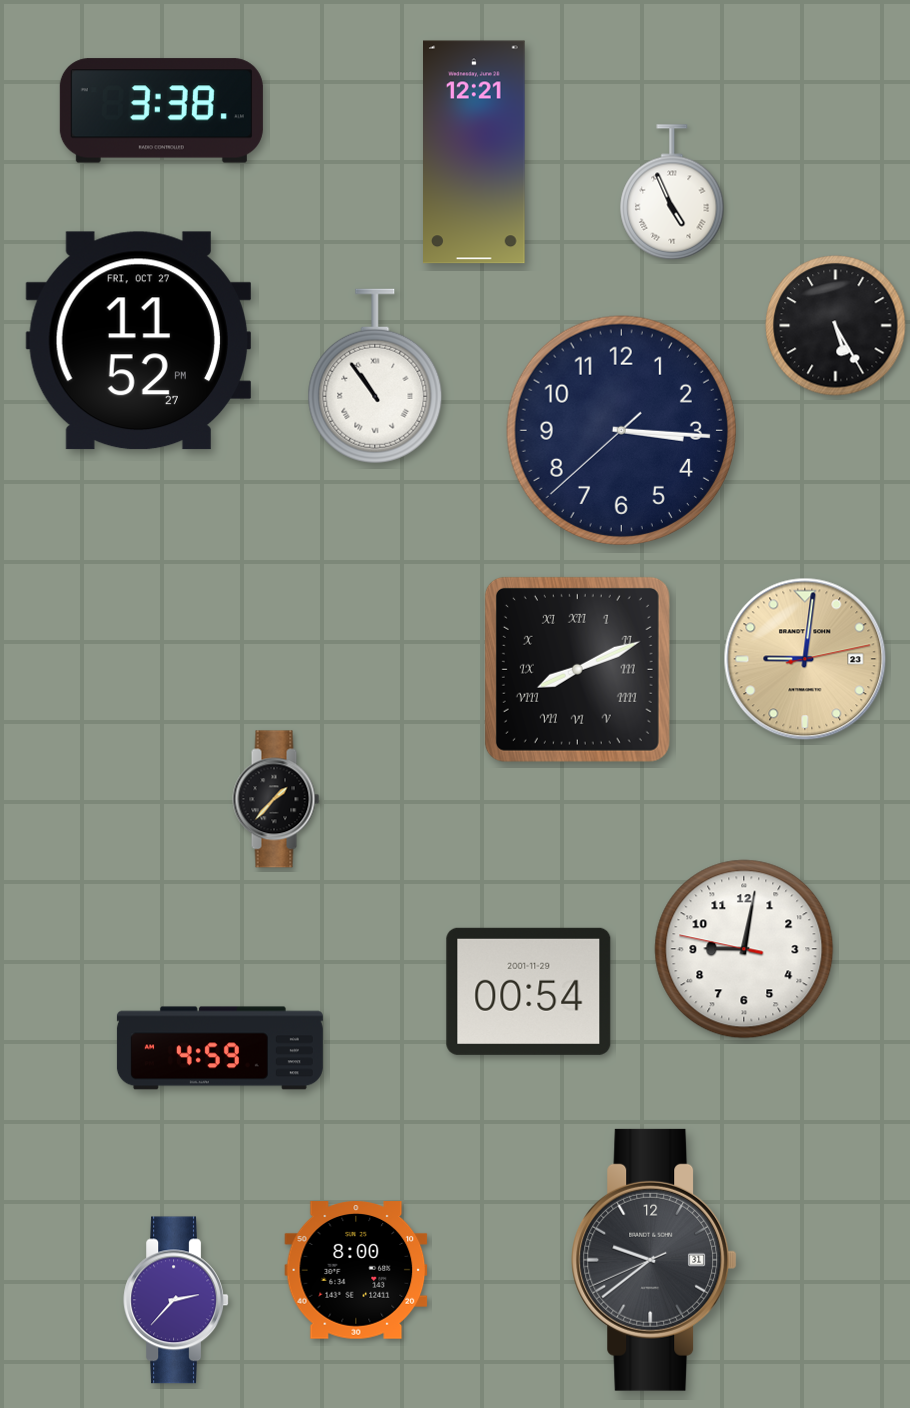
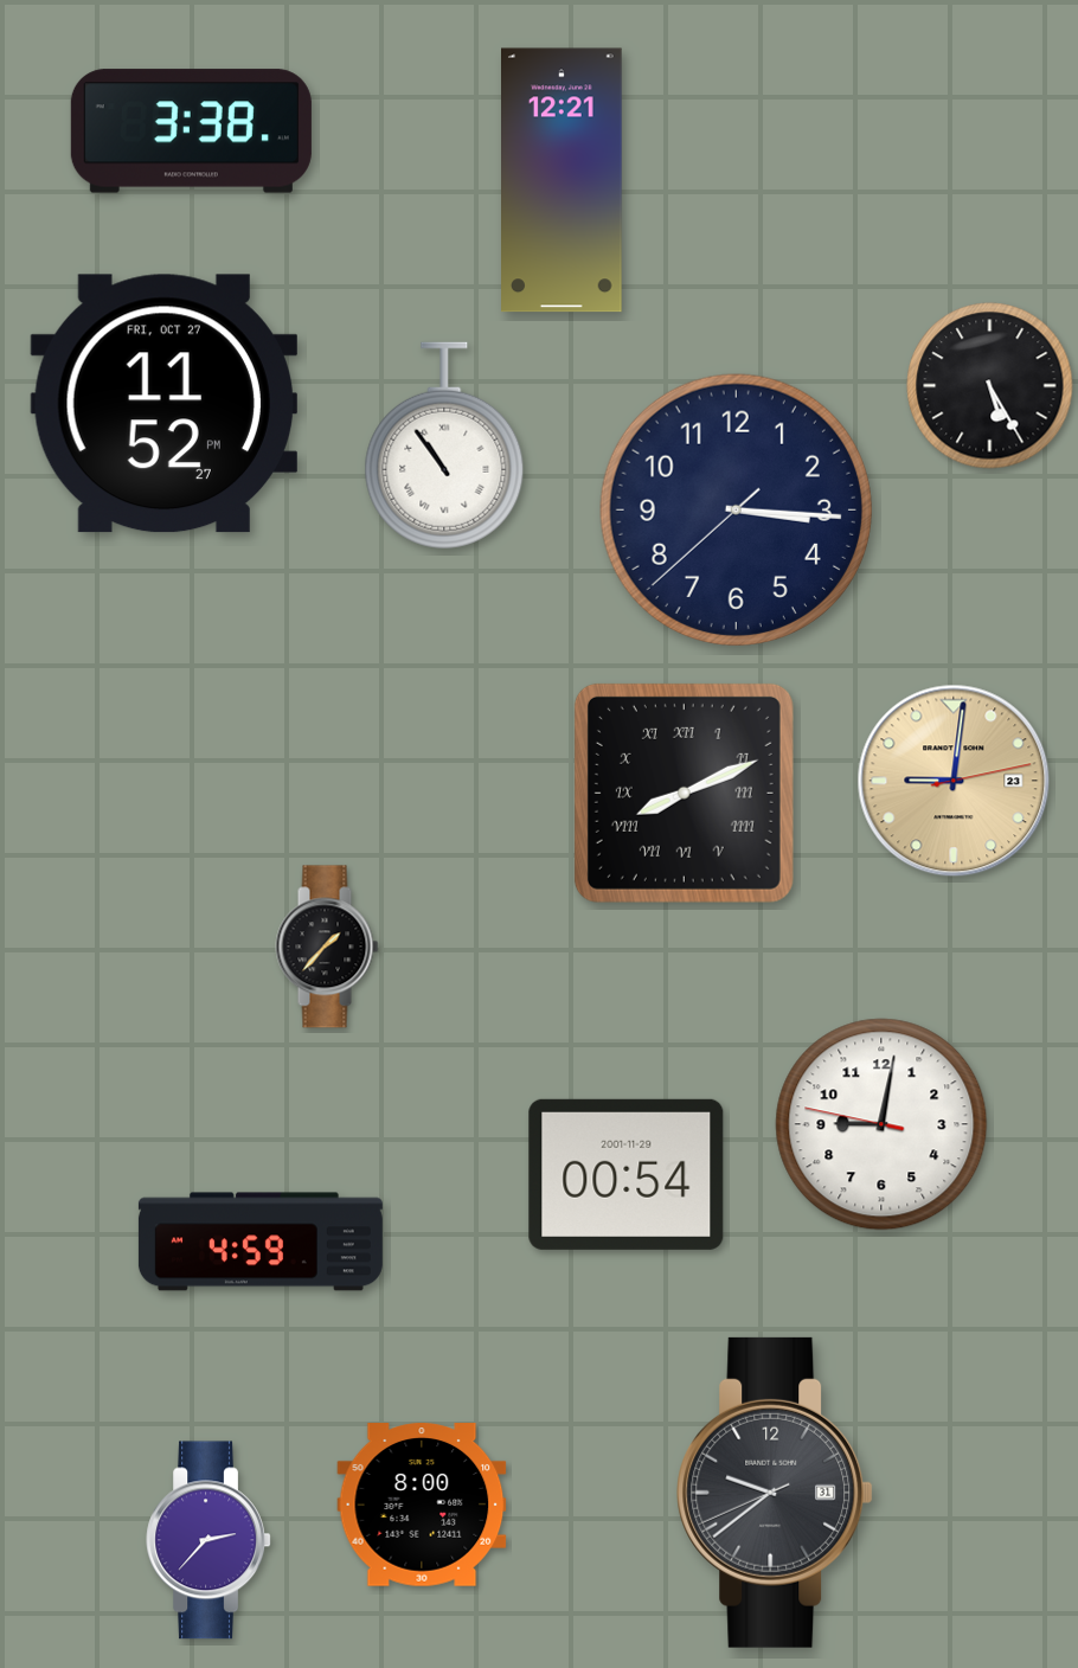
clock at (672, 192): 4:56 -> none
